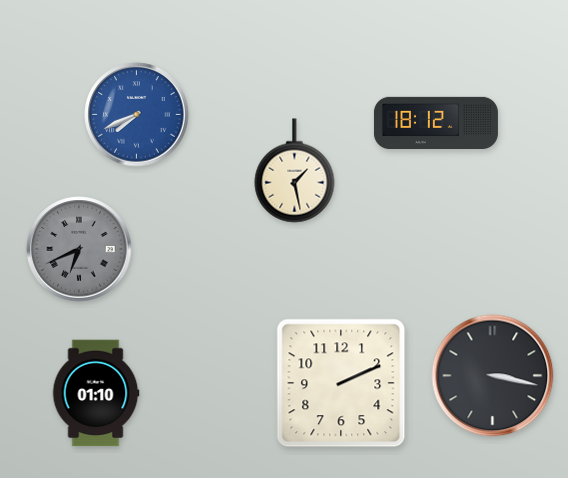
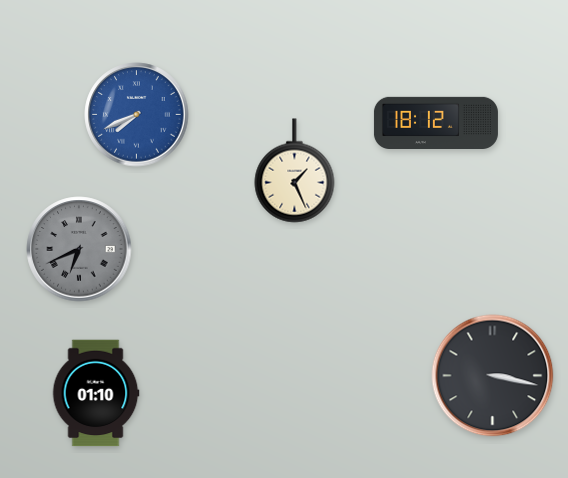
clock at (295, 171): 1:28 -> 1:26
clock at (341, 383): 2:11 -> none
